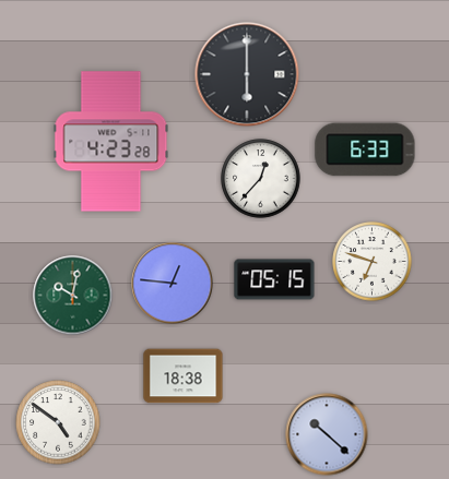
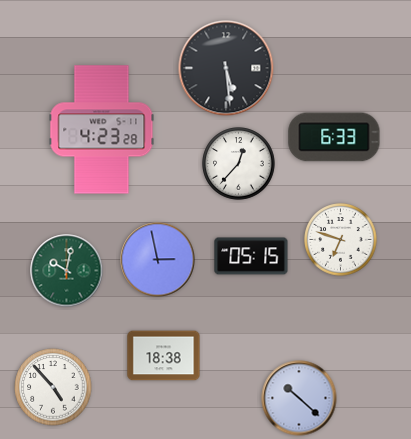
clock at (247, 74): 6:00 -> 5:29
clock at (173, 284): 12:46 -> 2:58
clock at (184, 376) position: (184, 376) -> (164, 356)
clock at (58, 422): 4:51 -> 4:53
